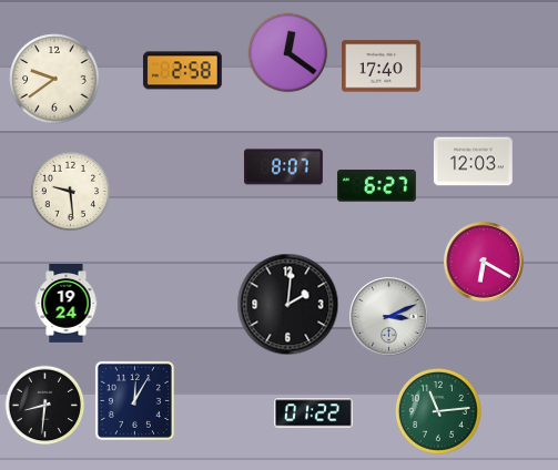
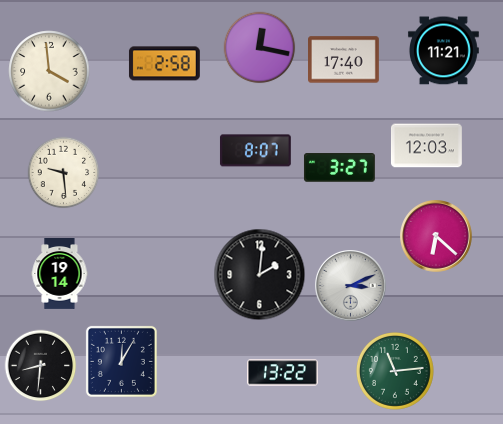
clock at (288, 53): 12:21 -> 12:17
clock at (443, 51): none -> 11:21
clock at (54, 79): 9:39 -> 3:59
clock at (376, 186): 6:27 -> 3:27
clock at (485, 263): 6:20 -> 6:22
clock at (67, 304): 19:24 -> 19:14
clock at (314, 413): 01:22 -> 13:22
